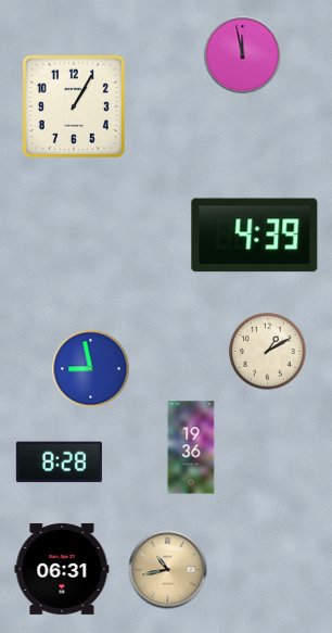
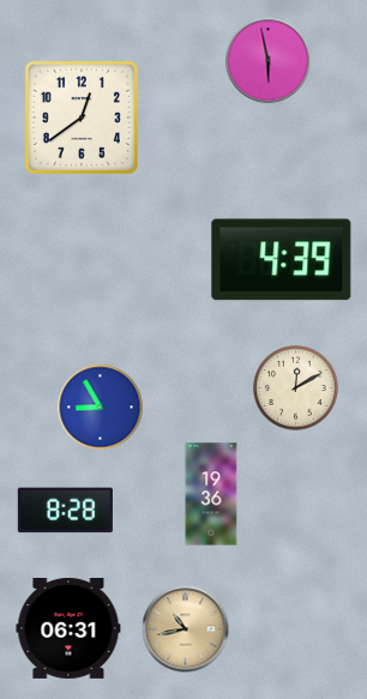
clock at (243, 55): 11:58 -> 5:58
clock at (74, 106): 1:05 -> 12:39
clock at (268, 352): 1:10 -> 12:10
clock at (91, 369): 8:58 -> 8:55
